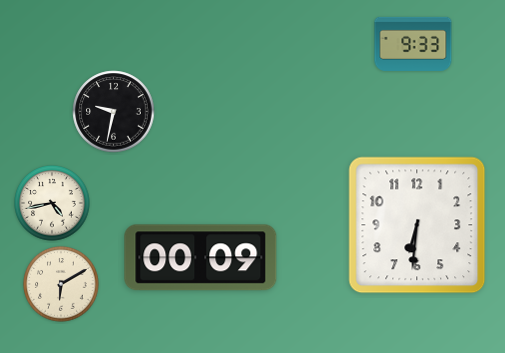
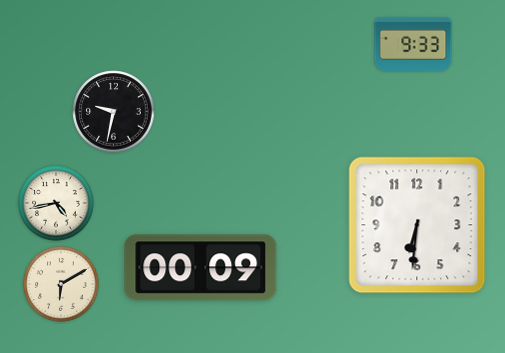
clock at (52, 203) position: (52, 203) -> (56, 203)
clock at (201, 258) position: (201, 258) -> (201, 268)
